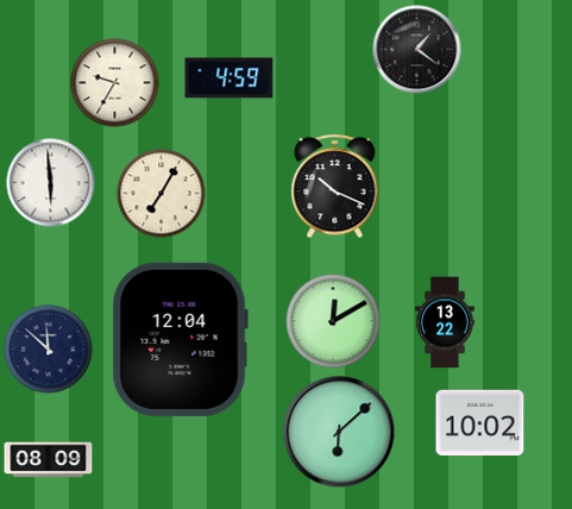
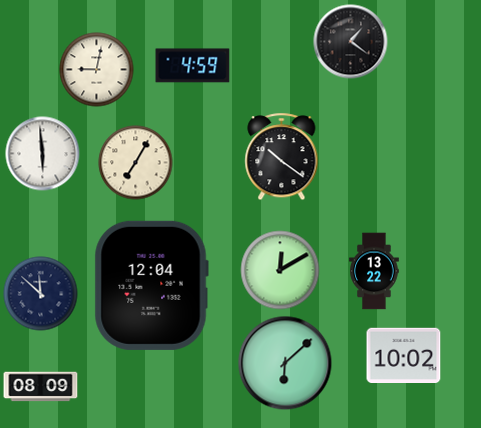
clock at (115, 83): 9:35 -> 9:02
clock at (335, 187): 10:19 -> 10:21
